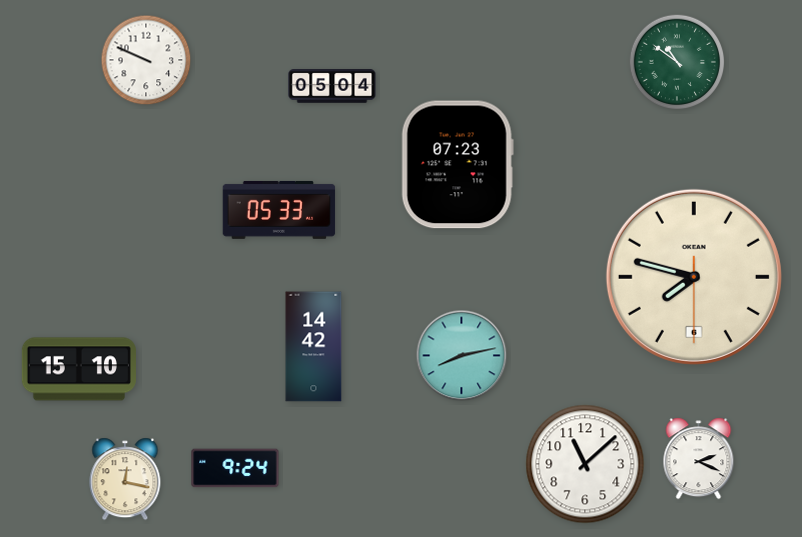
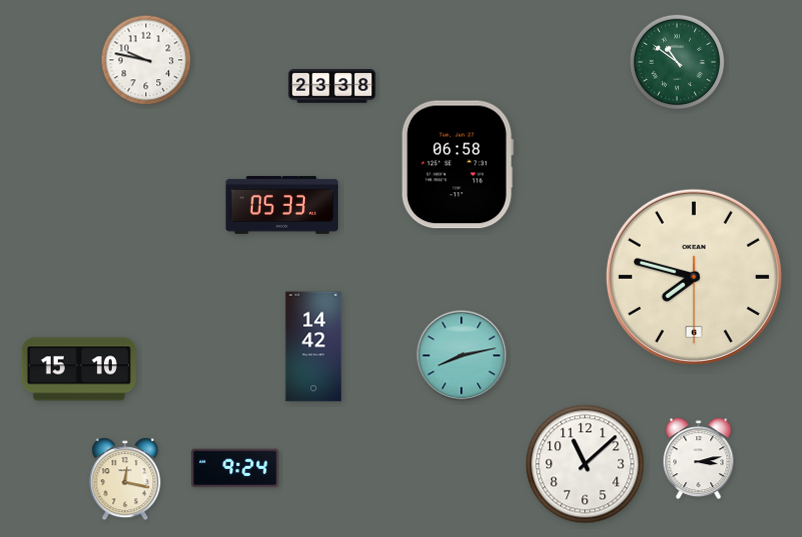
clock at (146, 60): 9:49 -> 9:47
clock at (332, 86): 05:04 -> 23:38
clock at (457, 165): 07:23 -> 06:58
clock at (279, 210) position: (279, 210) -> (282, 205)
clock at (699, 459): 2:19 -> 3:13
